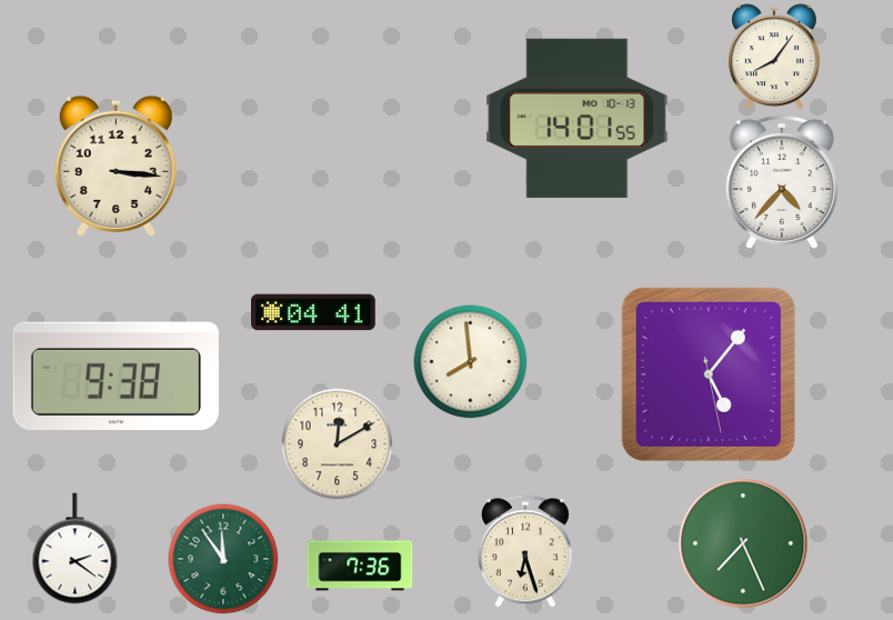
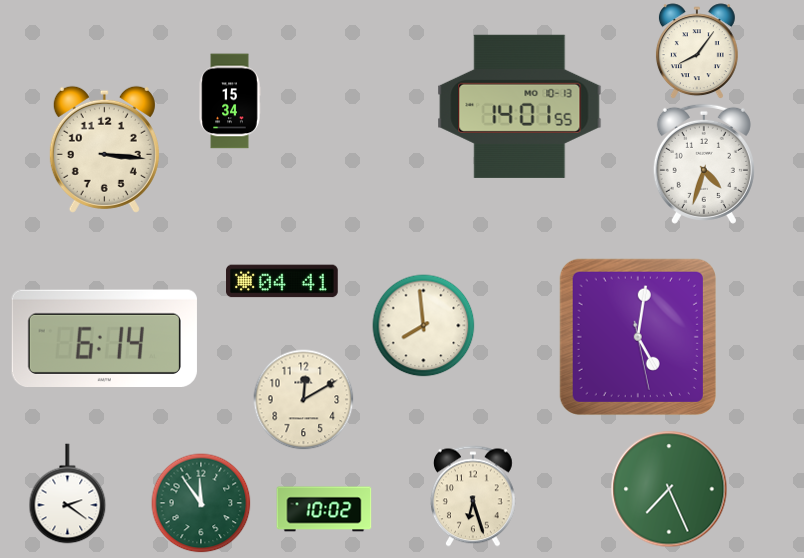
clock at (230, 101): none -> 15:34
clock at (782, 182): 4:37 -> 4:33
clock at (709, 374): 5:06 -> 5:01
clock at (116, 376): 9:38 -> 6:14
clock at (360, 566): 7:36 -> 10:02
